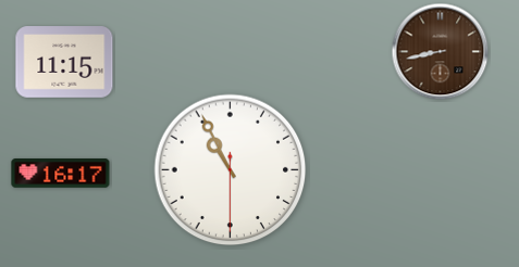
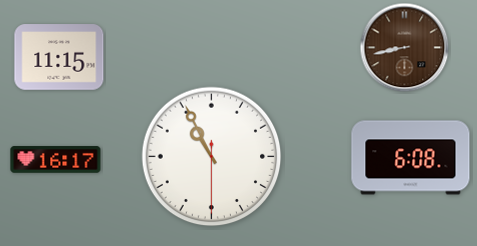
clock at (411, 158): none -> 6:08
